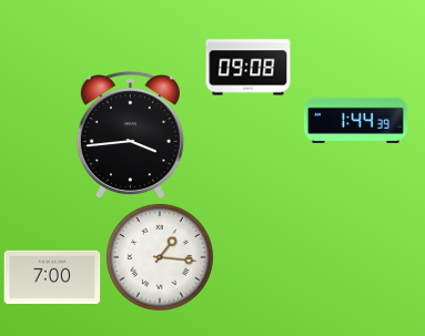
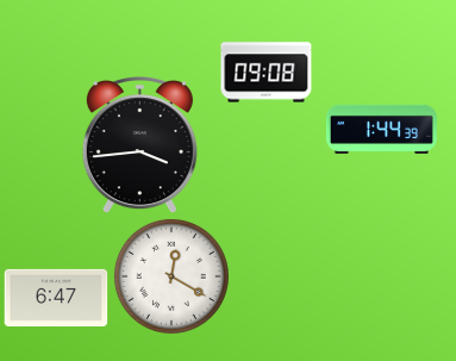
clock at (160, 257): 1:16 -> 12:20
clock at (52, 277): 7:00 -> 6:47
